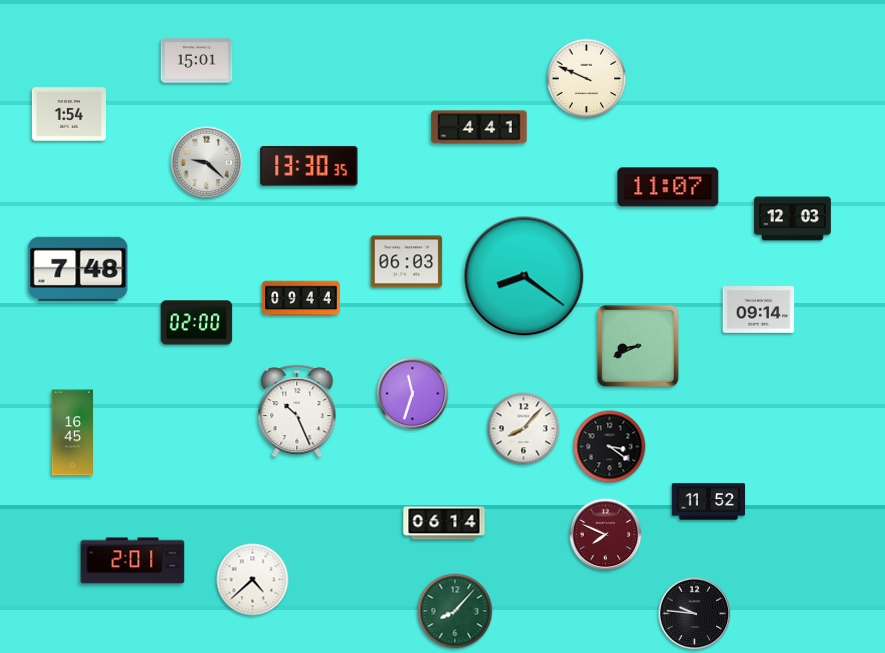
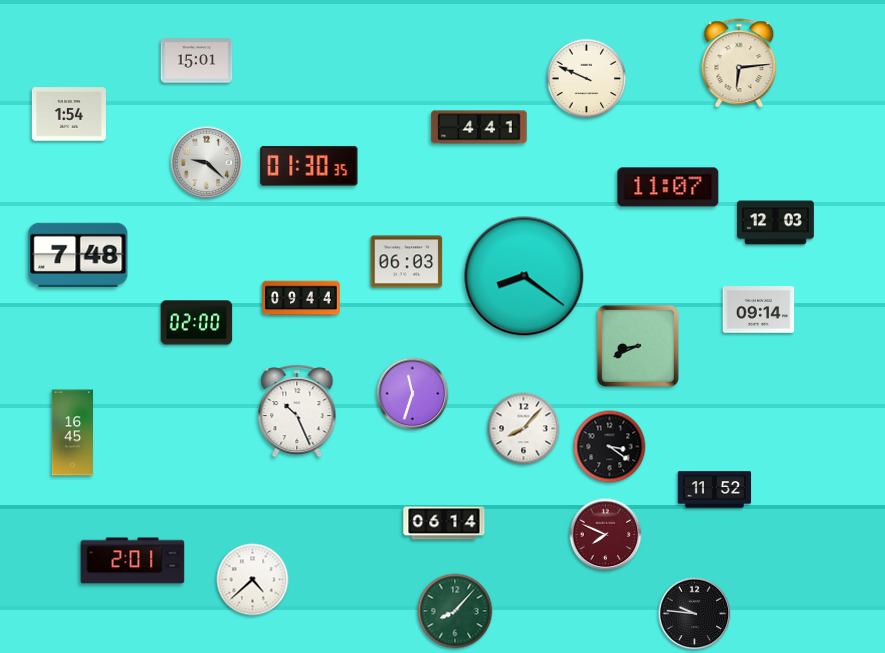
clock at (739, 64): none -> 6:14
clock at (309, 166): 13:30 -> 01:30
clock at (793, 219) position: (793, 219) -> (776, 223)
clock at (78, 268) position: (78, 268) -> (78, 254)
clock at (709, 502) position: (709, 502) -> (715, 490)
